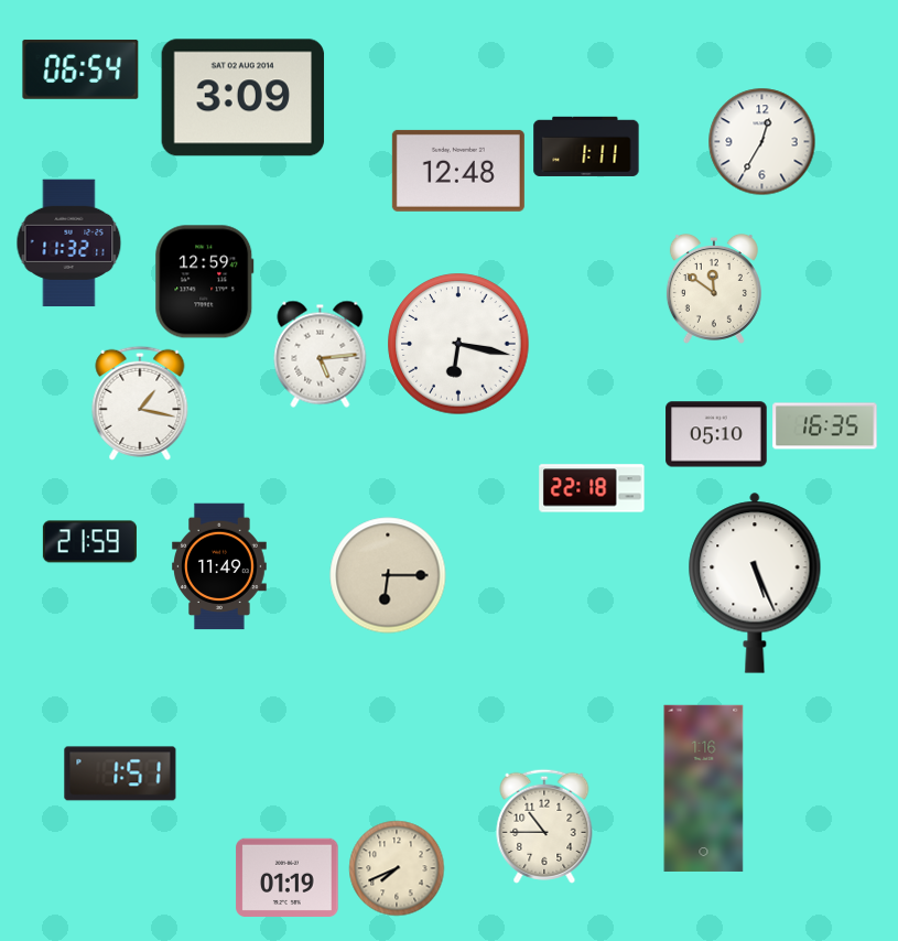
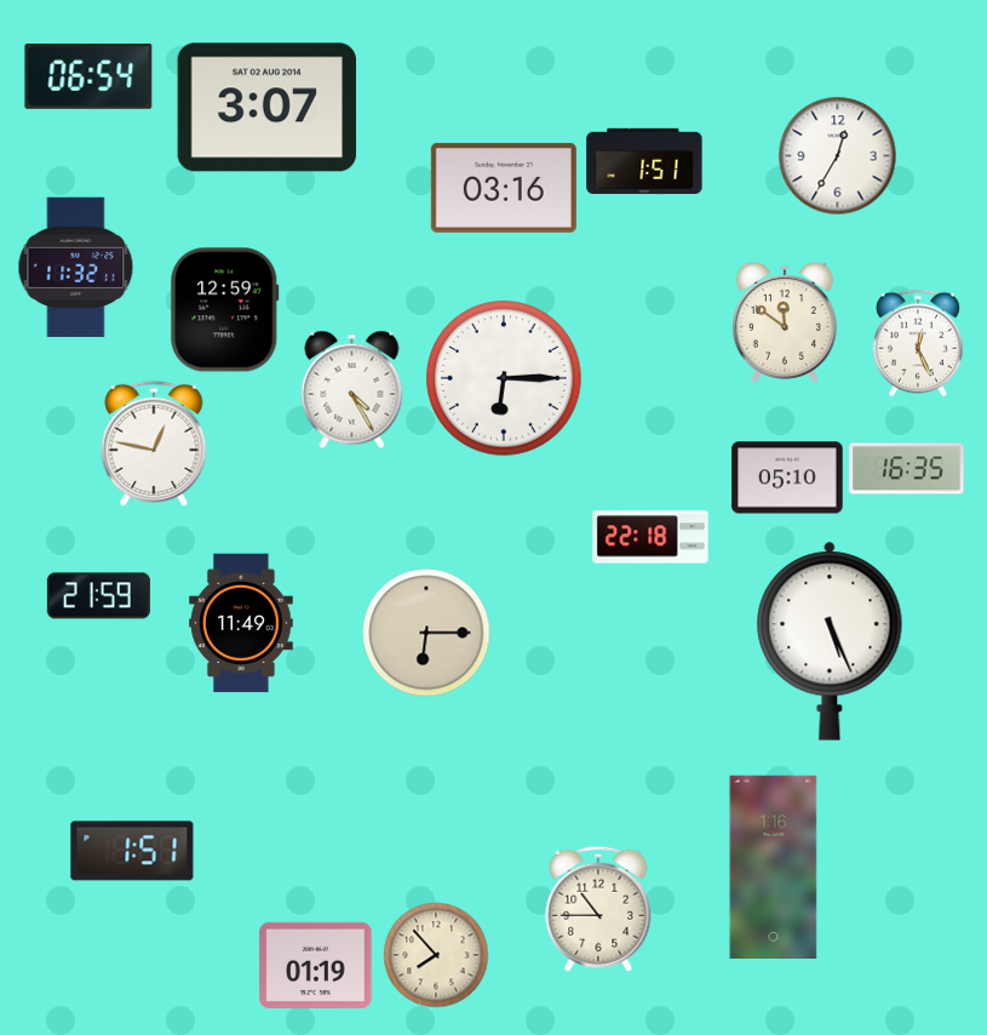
clock at (244, 98): 3:09 -> 3:07
clock at (586, 147): 1:11 -> 1:51
clock at (458, 171): 12:48 -> 03:16
clock at (714, 289) position: (714, 289) -> (785, 322)
clock at (918, 343): none -> 12:26
clock at (458, 344): 6:17 -> 6:15
clock at (321, 354): 5:14 -> 4:25
clock at (140, 403): 1:17 -> 12:47
clock at (397, 868): 7:41 -> 7:53
